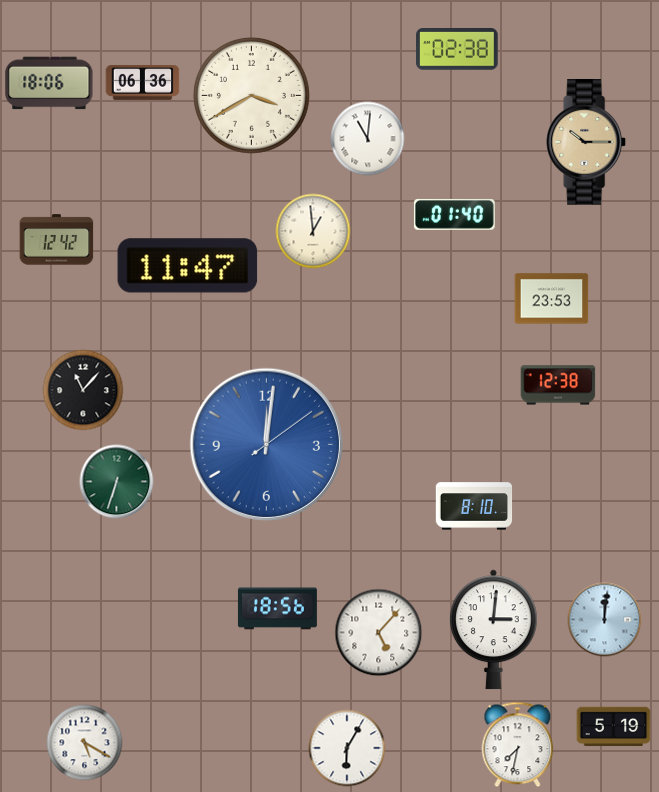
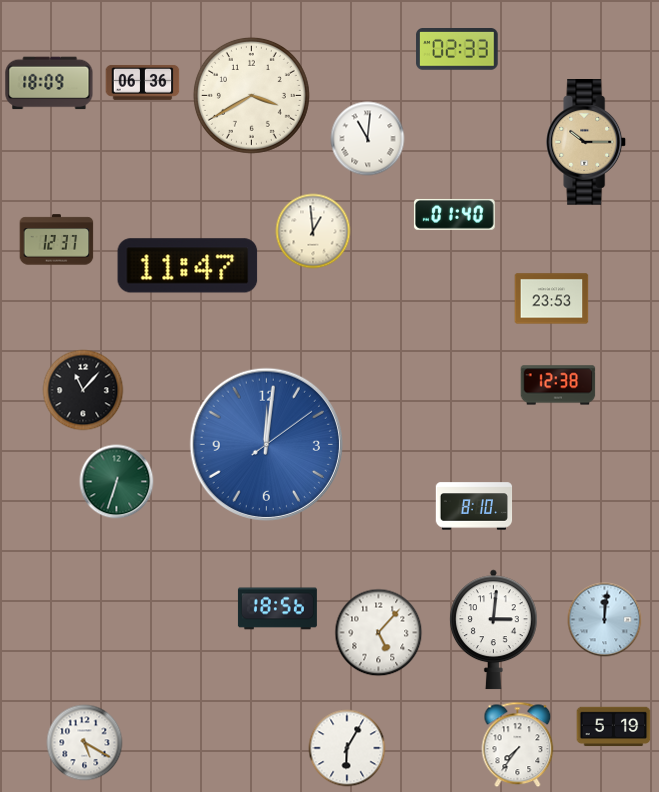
clock at (457, 49): 02:38 -> 02:33
clock at (49, 83): 18:06 -> 18:09
clock at (57, 240): 12:42 -> 12:37
clock at (518, 745): 7:32 -> 7:36
